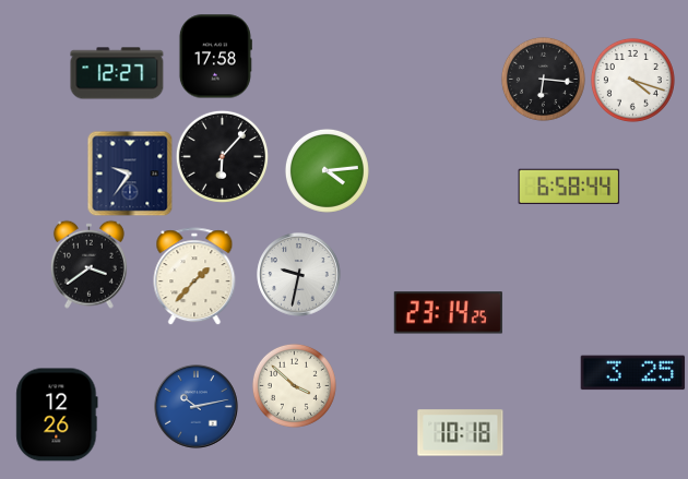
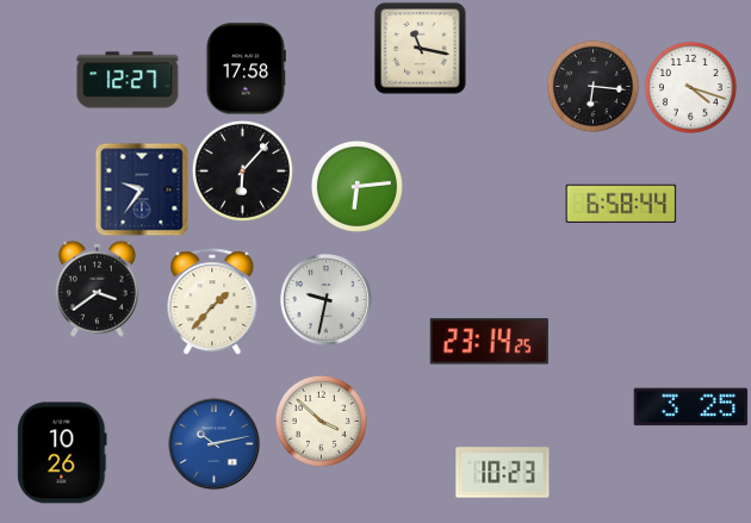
clock at (421, 49): none -> 11:17
clock at (215, 57) position: (215, 57) -> (246, 69)
clock at (327, 170): 4:14 -> 6:14
clock at (57, 415): 12:26 -> 10:26
clock at (461, 433): 10:18 -> 10:23
